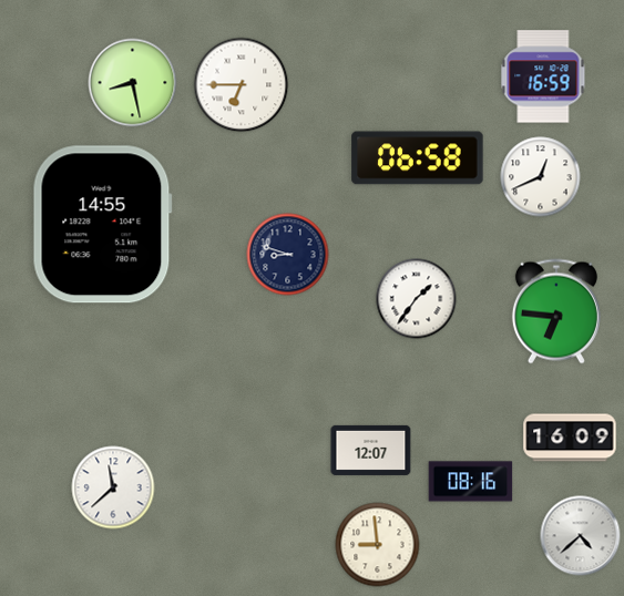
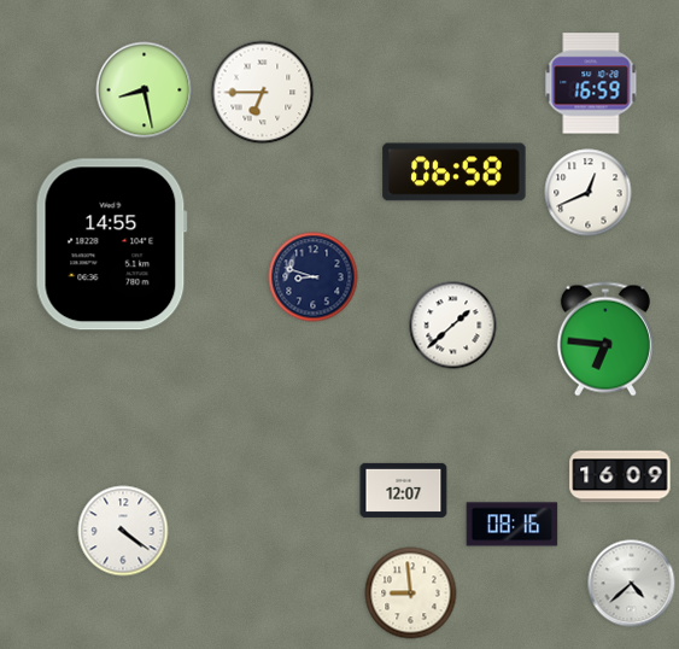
clock at (417, 299): 1:36 -> 1:38
clock at (113, 487): 11:38 -> 4:21
